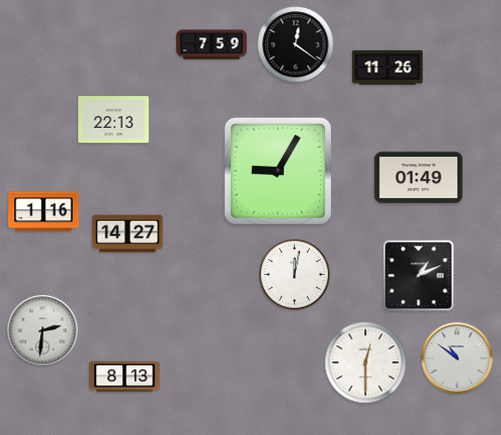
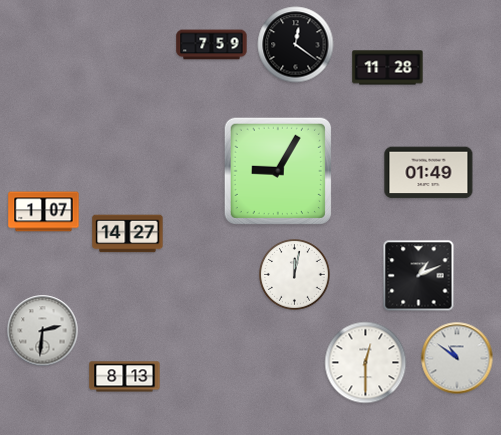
clock at (388, 68): 11:26 -> 11:28
clock at (114, 120): 22:13 -> none
clock at (419, 178) position: (419, 178) -> (429, 173)
clock at (44, 212): 1:16 -> 1:07
